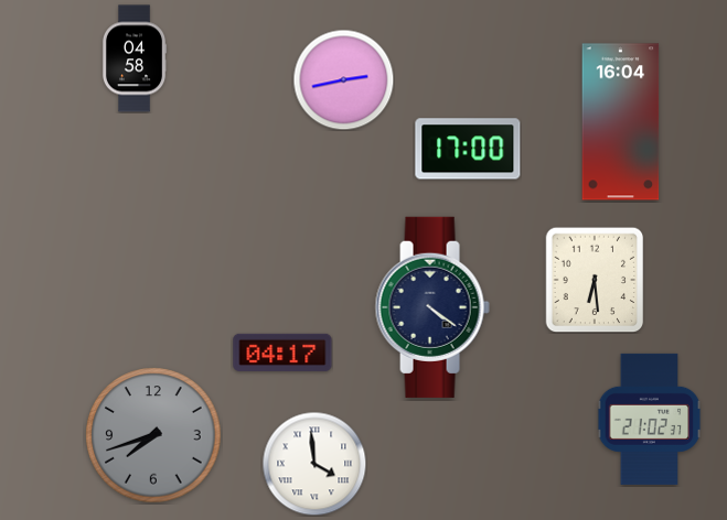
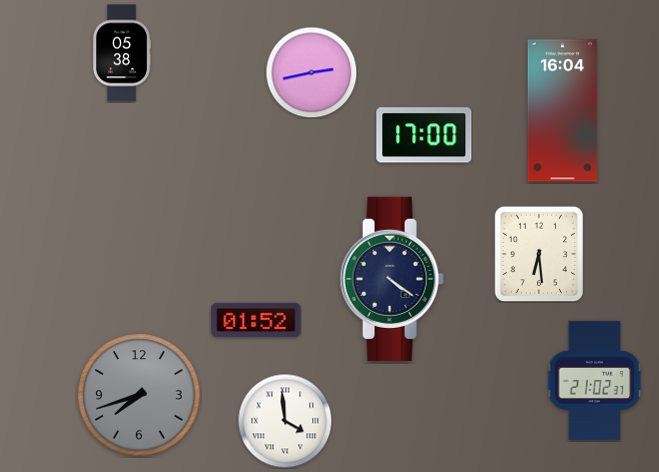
clock at (135, 58): 04:58 -> 05:38
clock at (282, 353): 04:17 -> 01:52
clock at (650, 419) position: (650, 419) -> (595, 380)
